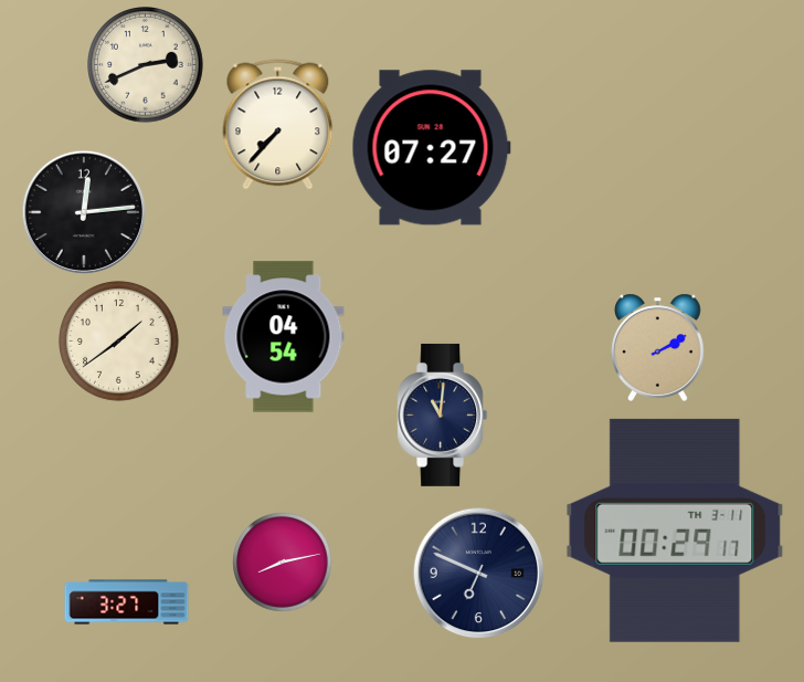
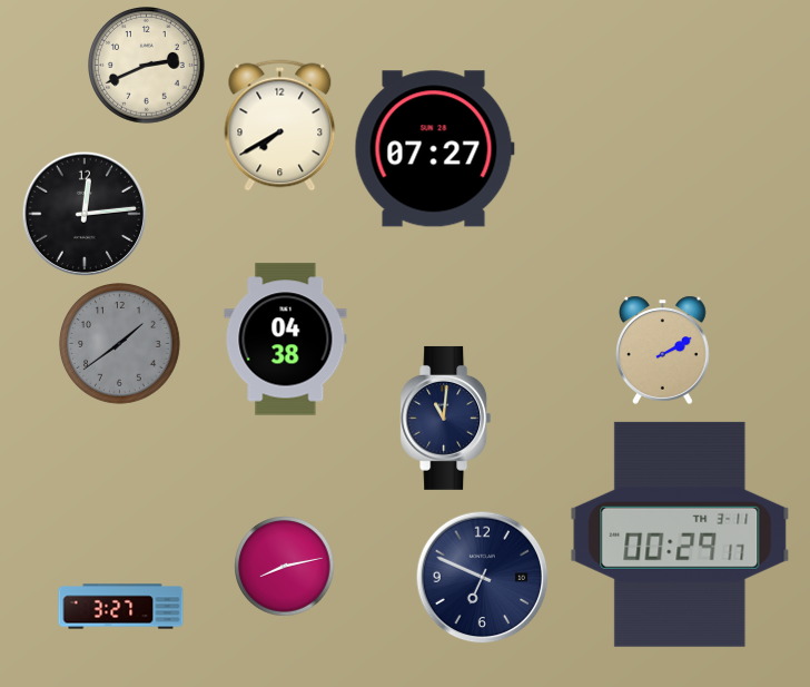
clock at (278, 125): 7:37 -> 7:40
clock at (284, 337): 04:54 -> 04:38
clock at (119, 342) dial: cream -> grey
clock at (127, 602) position: (127, 602) -> (121, 607)
